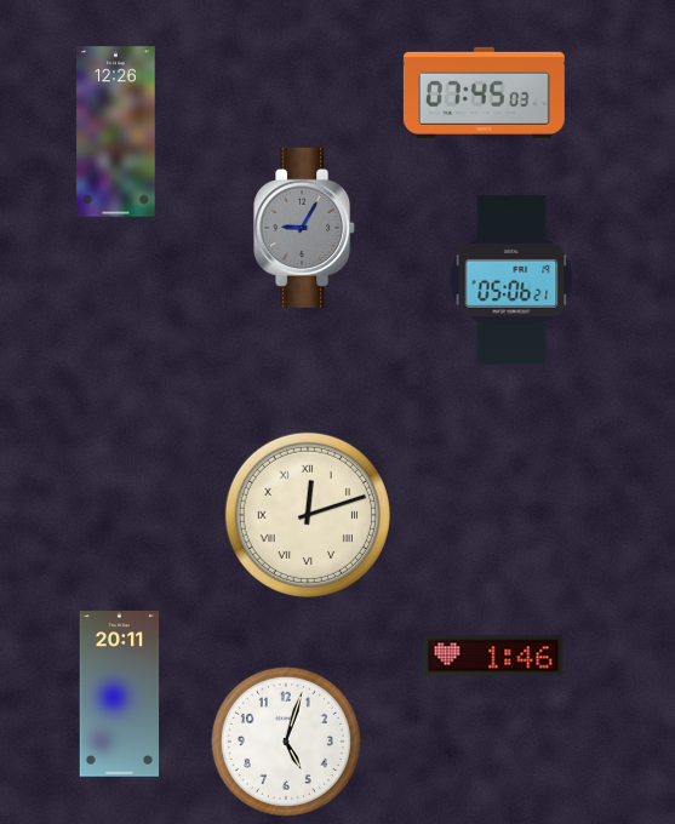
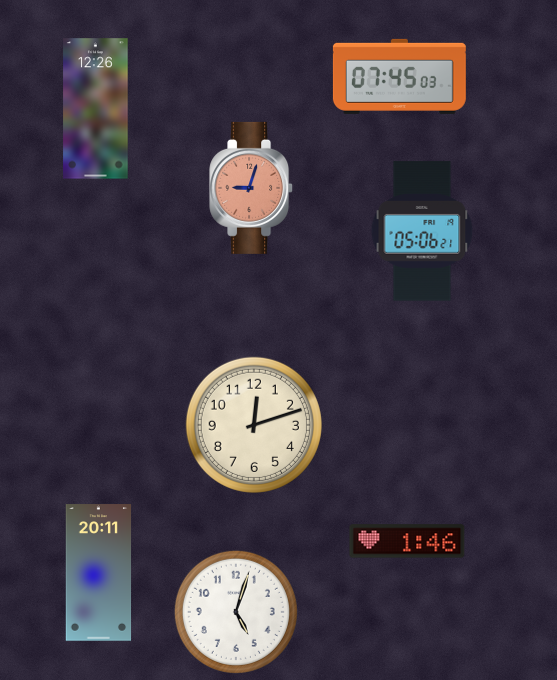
clock at (305, 228): 9:05 -> 9:03
clock at (305, 228) dial: grey -> salmon
clock at (308, 515) numerals: Roman -> Arabic
